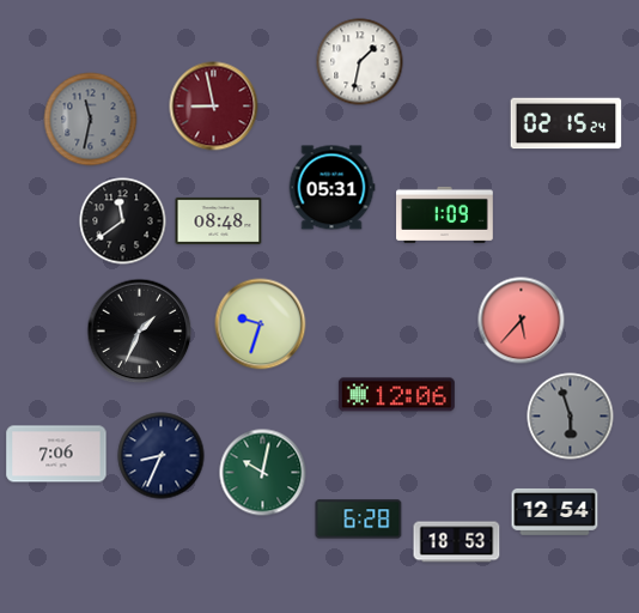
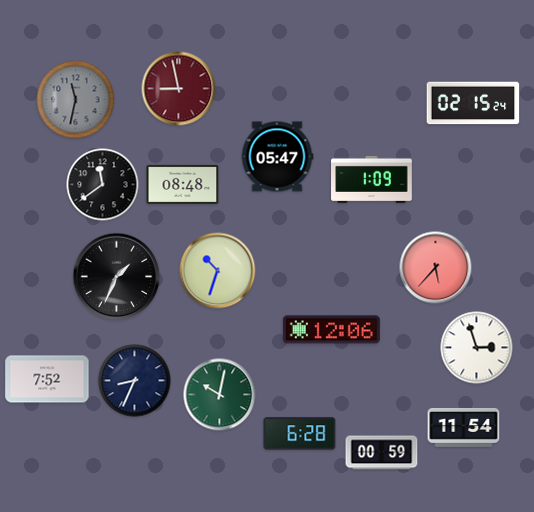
clock at (360, 62): 1:32 -> none
clock at (331, 188): 05:31 -> 05:47
clock at (261, 324): 9:33 -> 10:33
clock at (571, 417): 5:57 -> 2:57
clock at (571, 417) dial: grey -> white
clock at (56, 454): 7:06 -> 7:52
clock at (555, 511): 12:54 -> 11:54
clock at (457, 542): 18:53 -> 00:59
